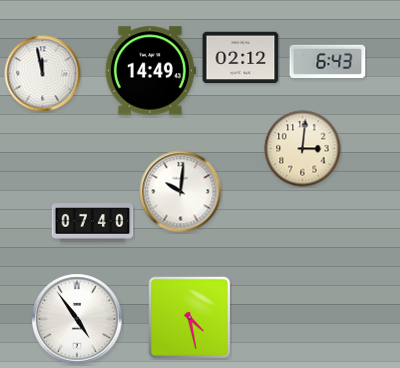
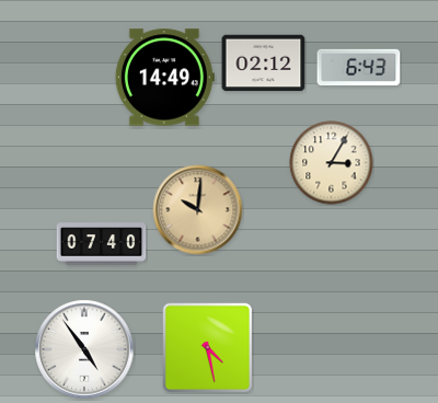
clock at (43, 74): 11:58 -> none
clock at (303, 149): 3:01 -> 3:05
clock at (181, 192) dial: white -> champagne
